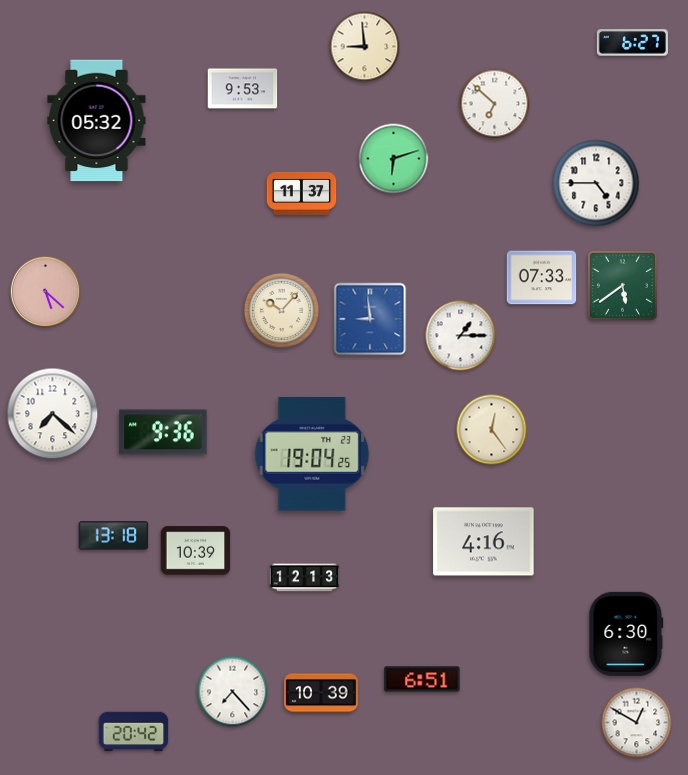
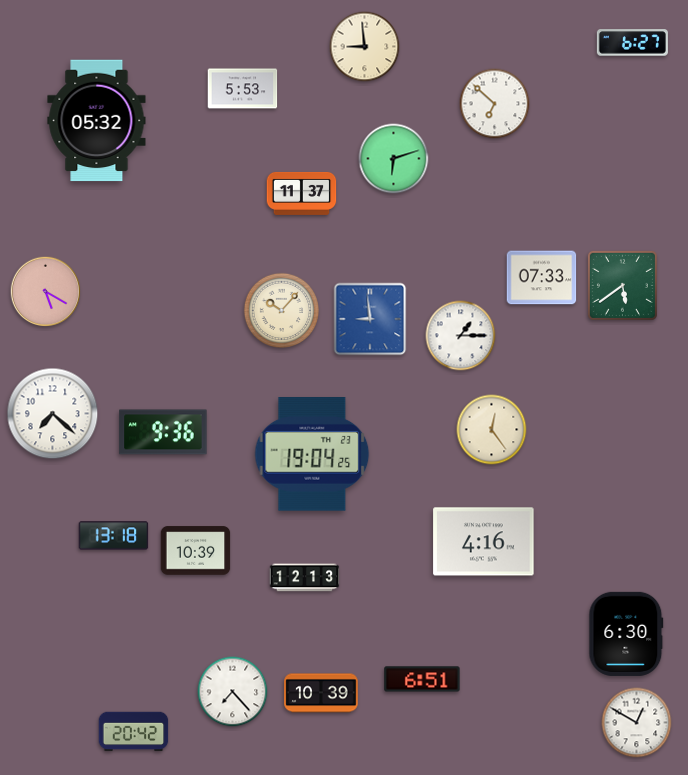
clock at (243, 89): 9:53 -> 5:53
clock at (596, 183): 4:45 -> none
clock at (46, 292): 5:22 -> 5:20
